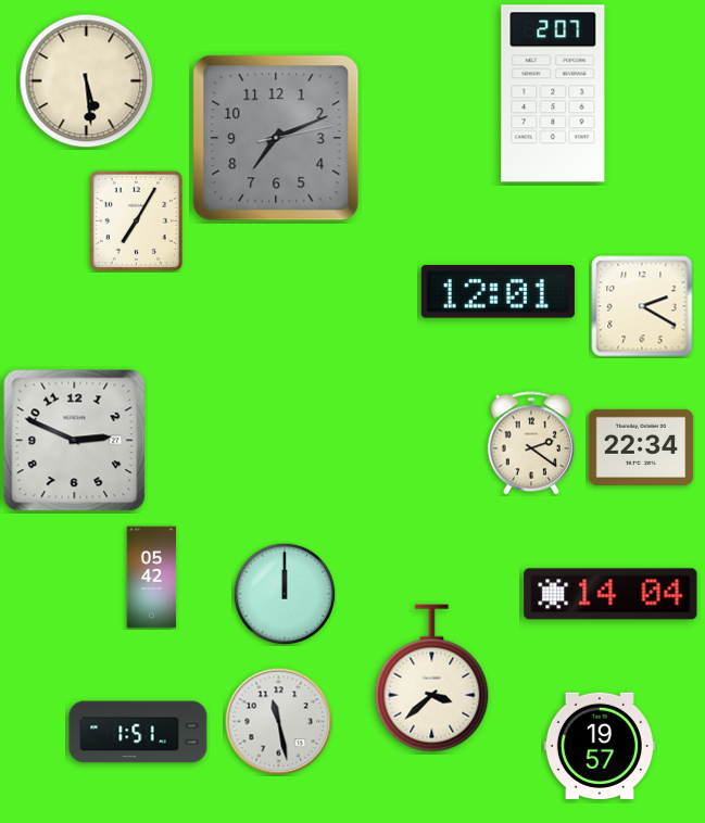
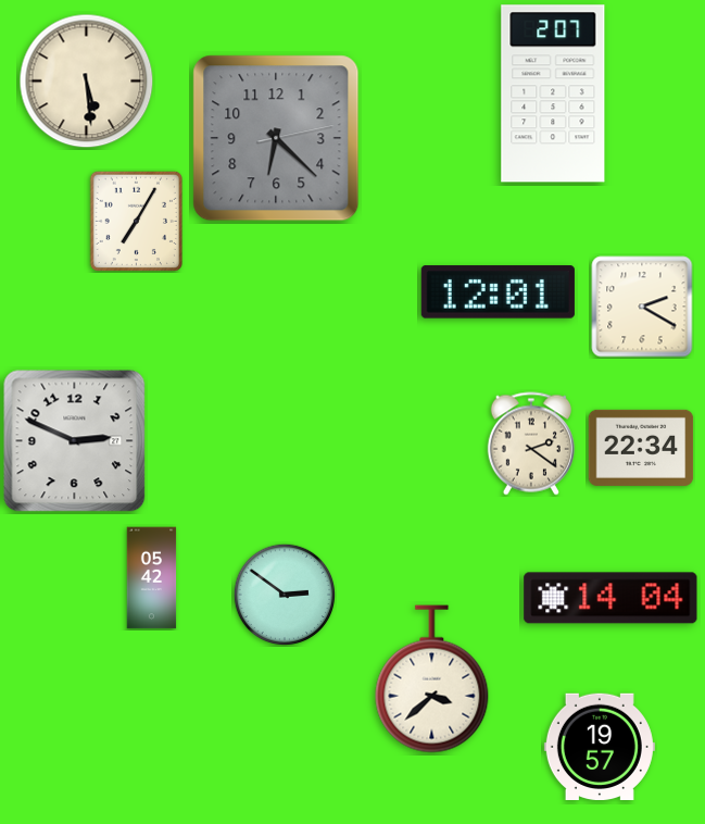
clock at (276, 138): 7:11 -> 6:22
clock at (285, 594): 12:00 -> 2:51
clock at (610, 594) position: (610, 594) -> (610, 598)
clock at (279, 722): 11:28 -> none
clock at (138, 732): 1:51 -> none
